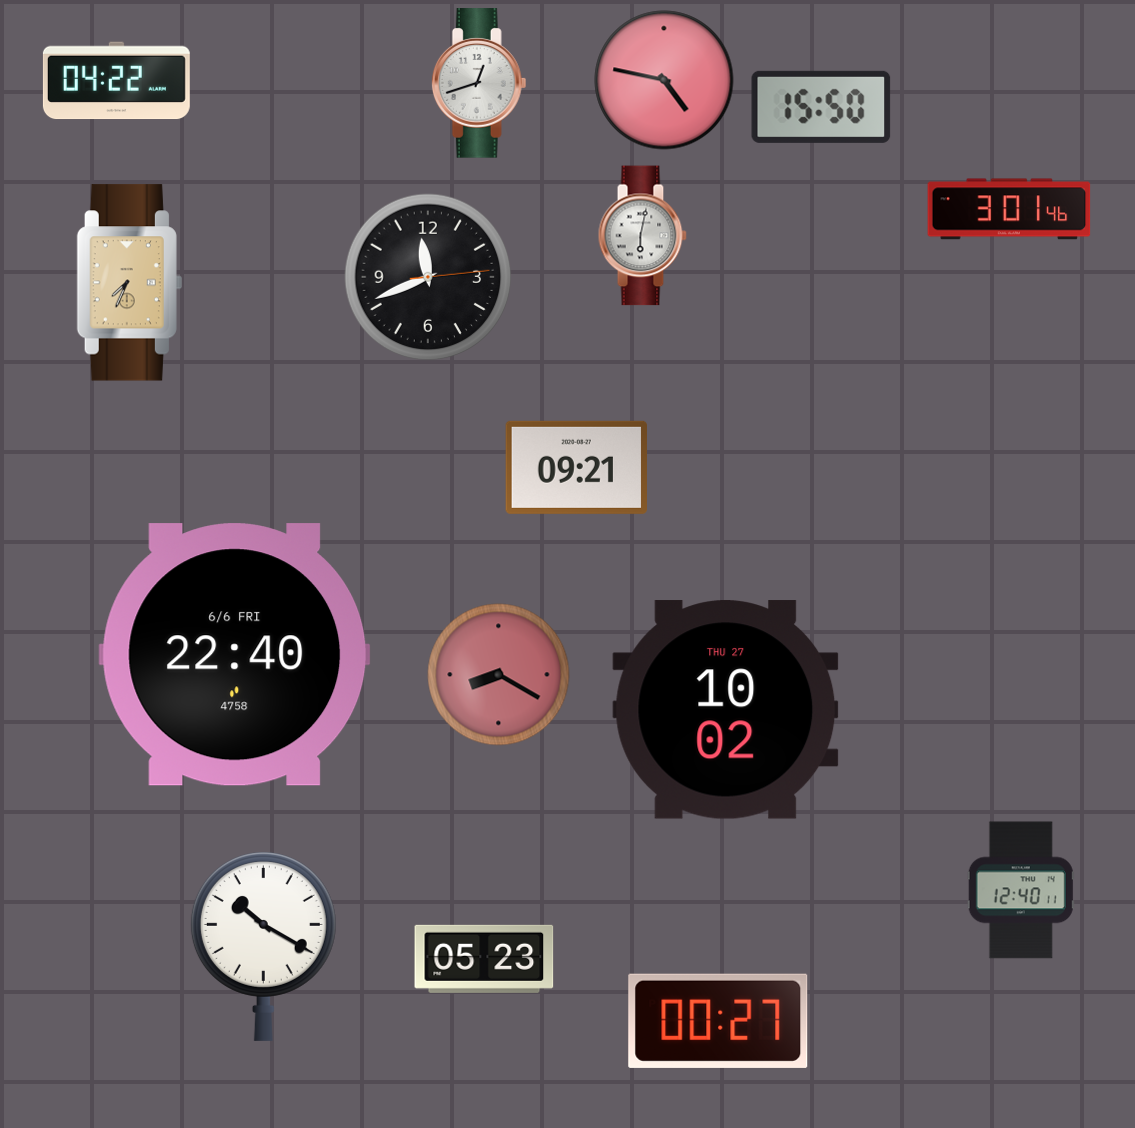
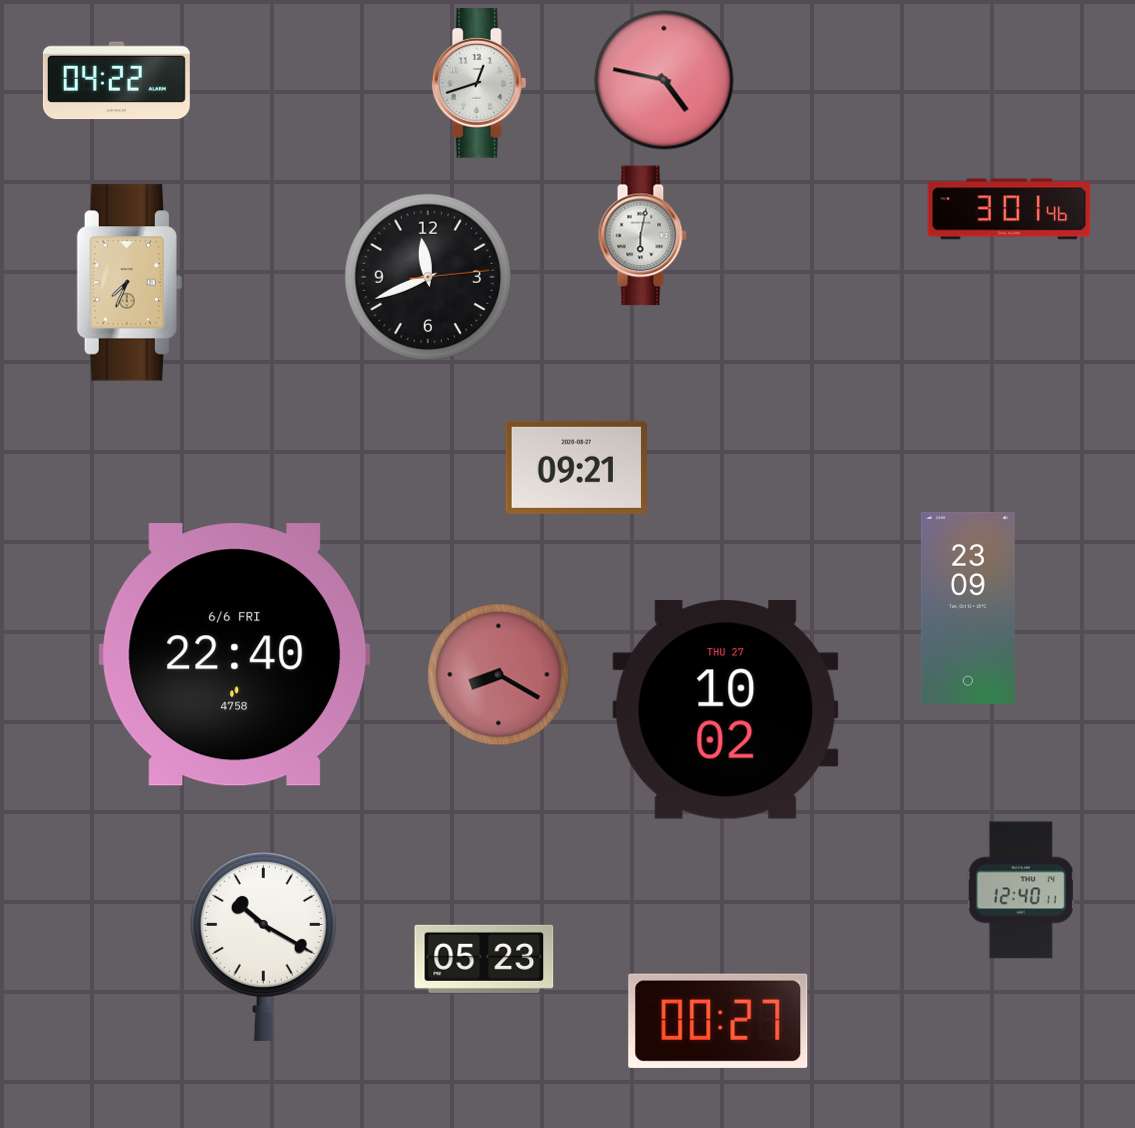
clock at (821, 107): 15:50 -> none
clock at (968, 608): none -> 23:09
